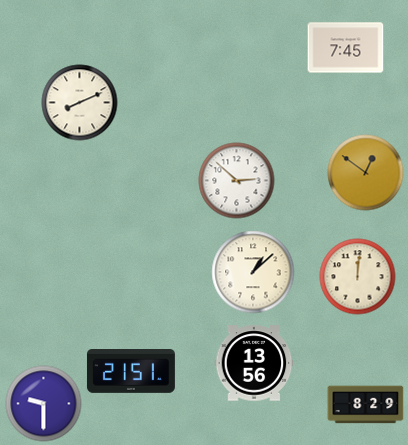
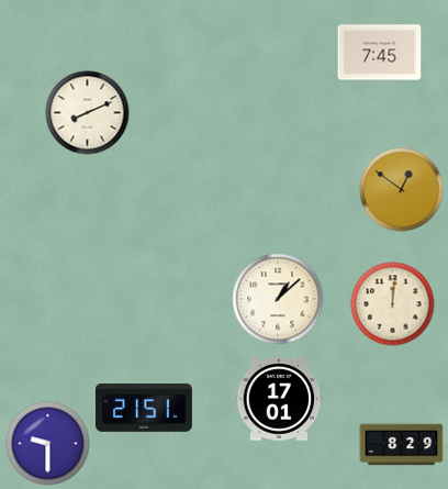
clock at (237, 181): 2:52 -> none
clock at (254, 363): 13:56 -> 17:01
